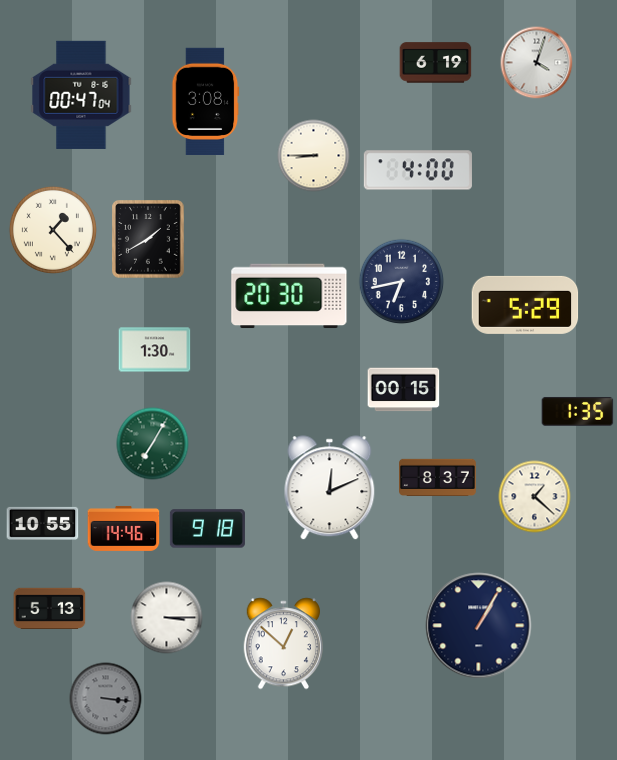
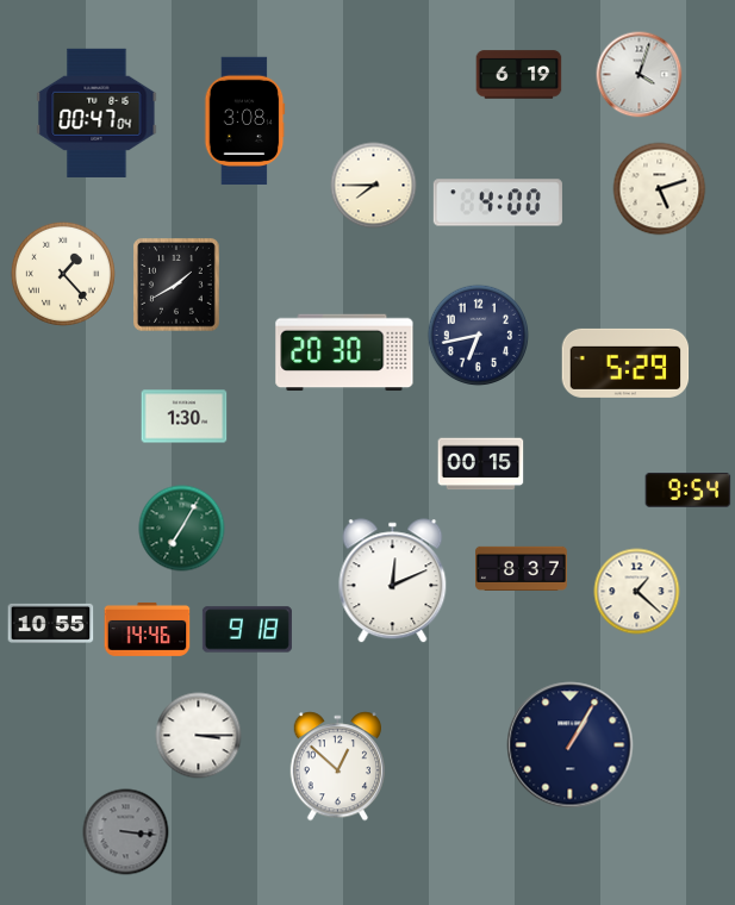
clock at (314, 156): 8:45 -> 7:45
clock at (660, 189): none -> 5:12
clock at (578, 411): 1:35 -> 9:54
clock at (50, 608): 5:13 -> none
